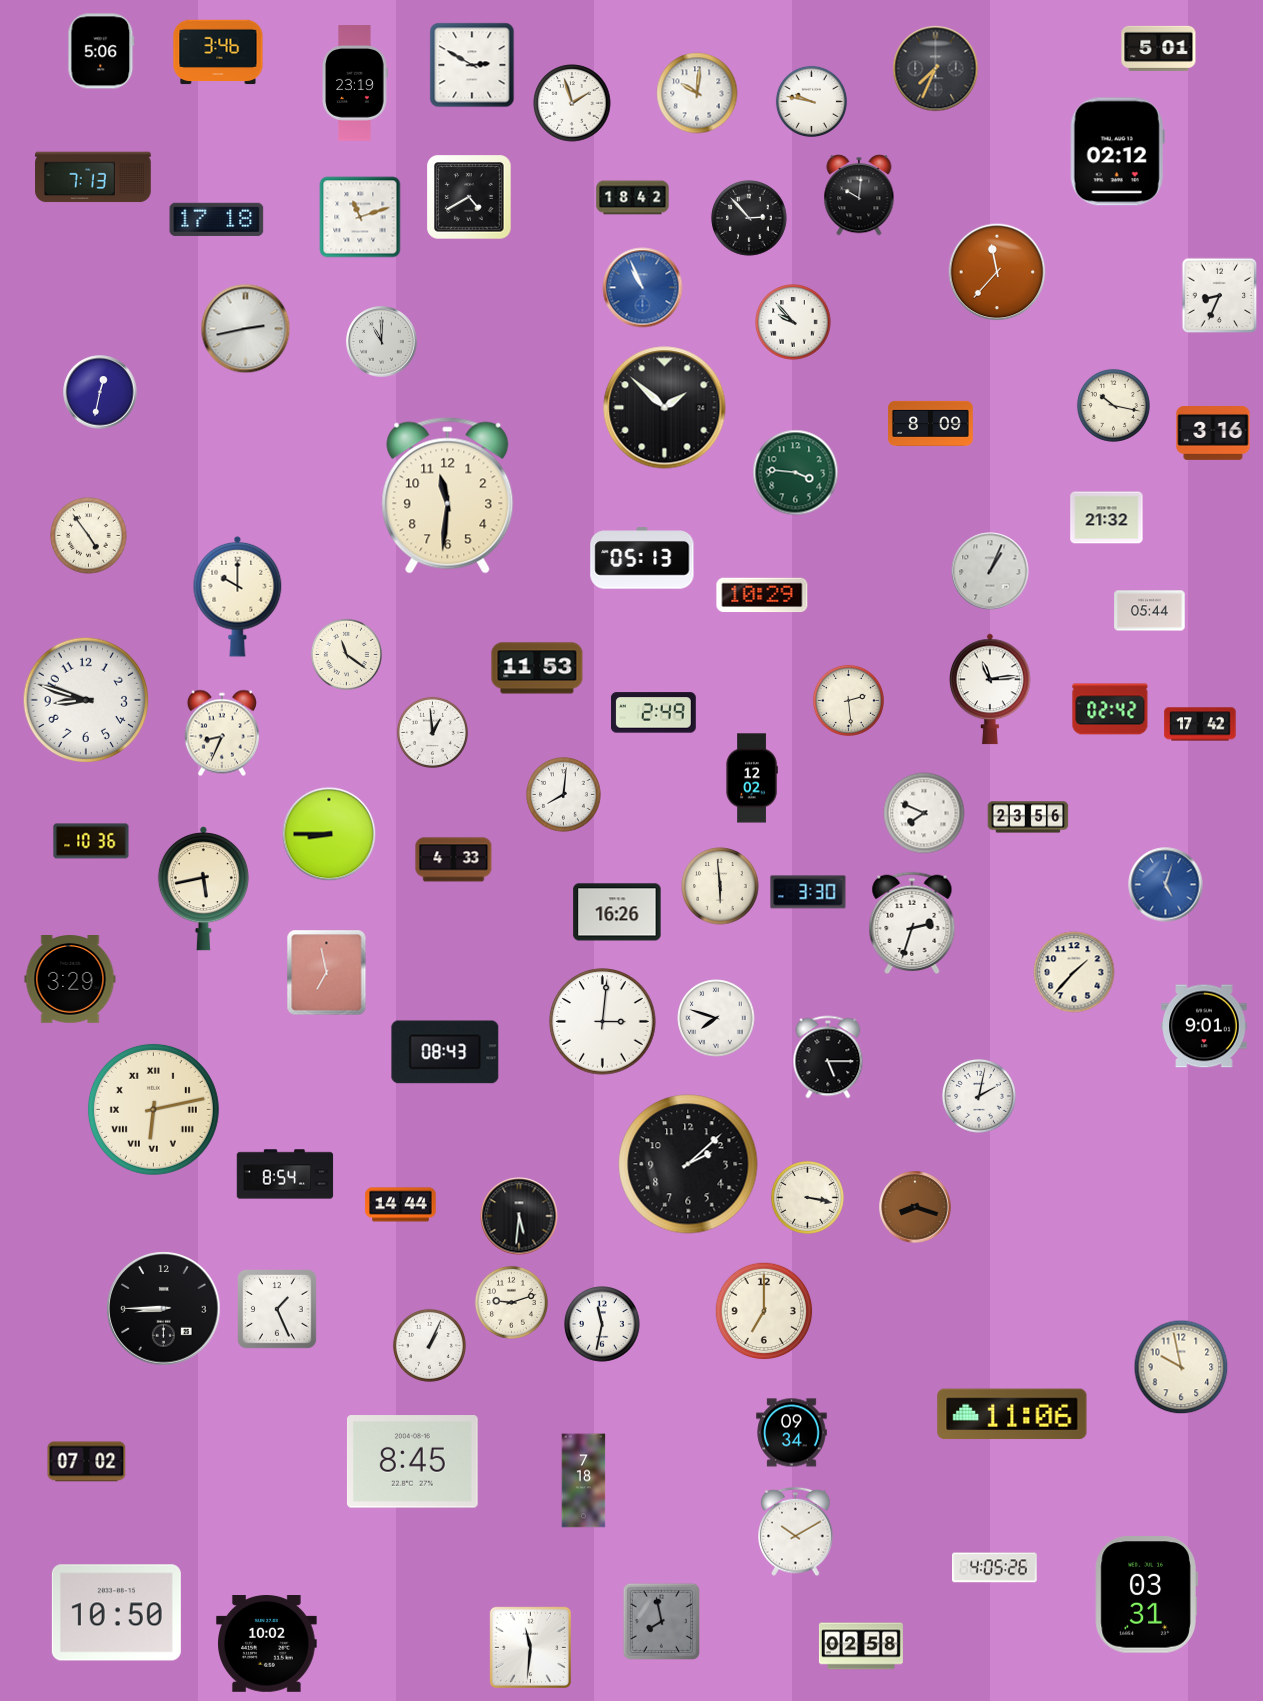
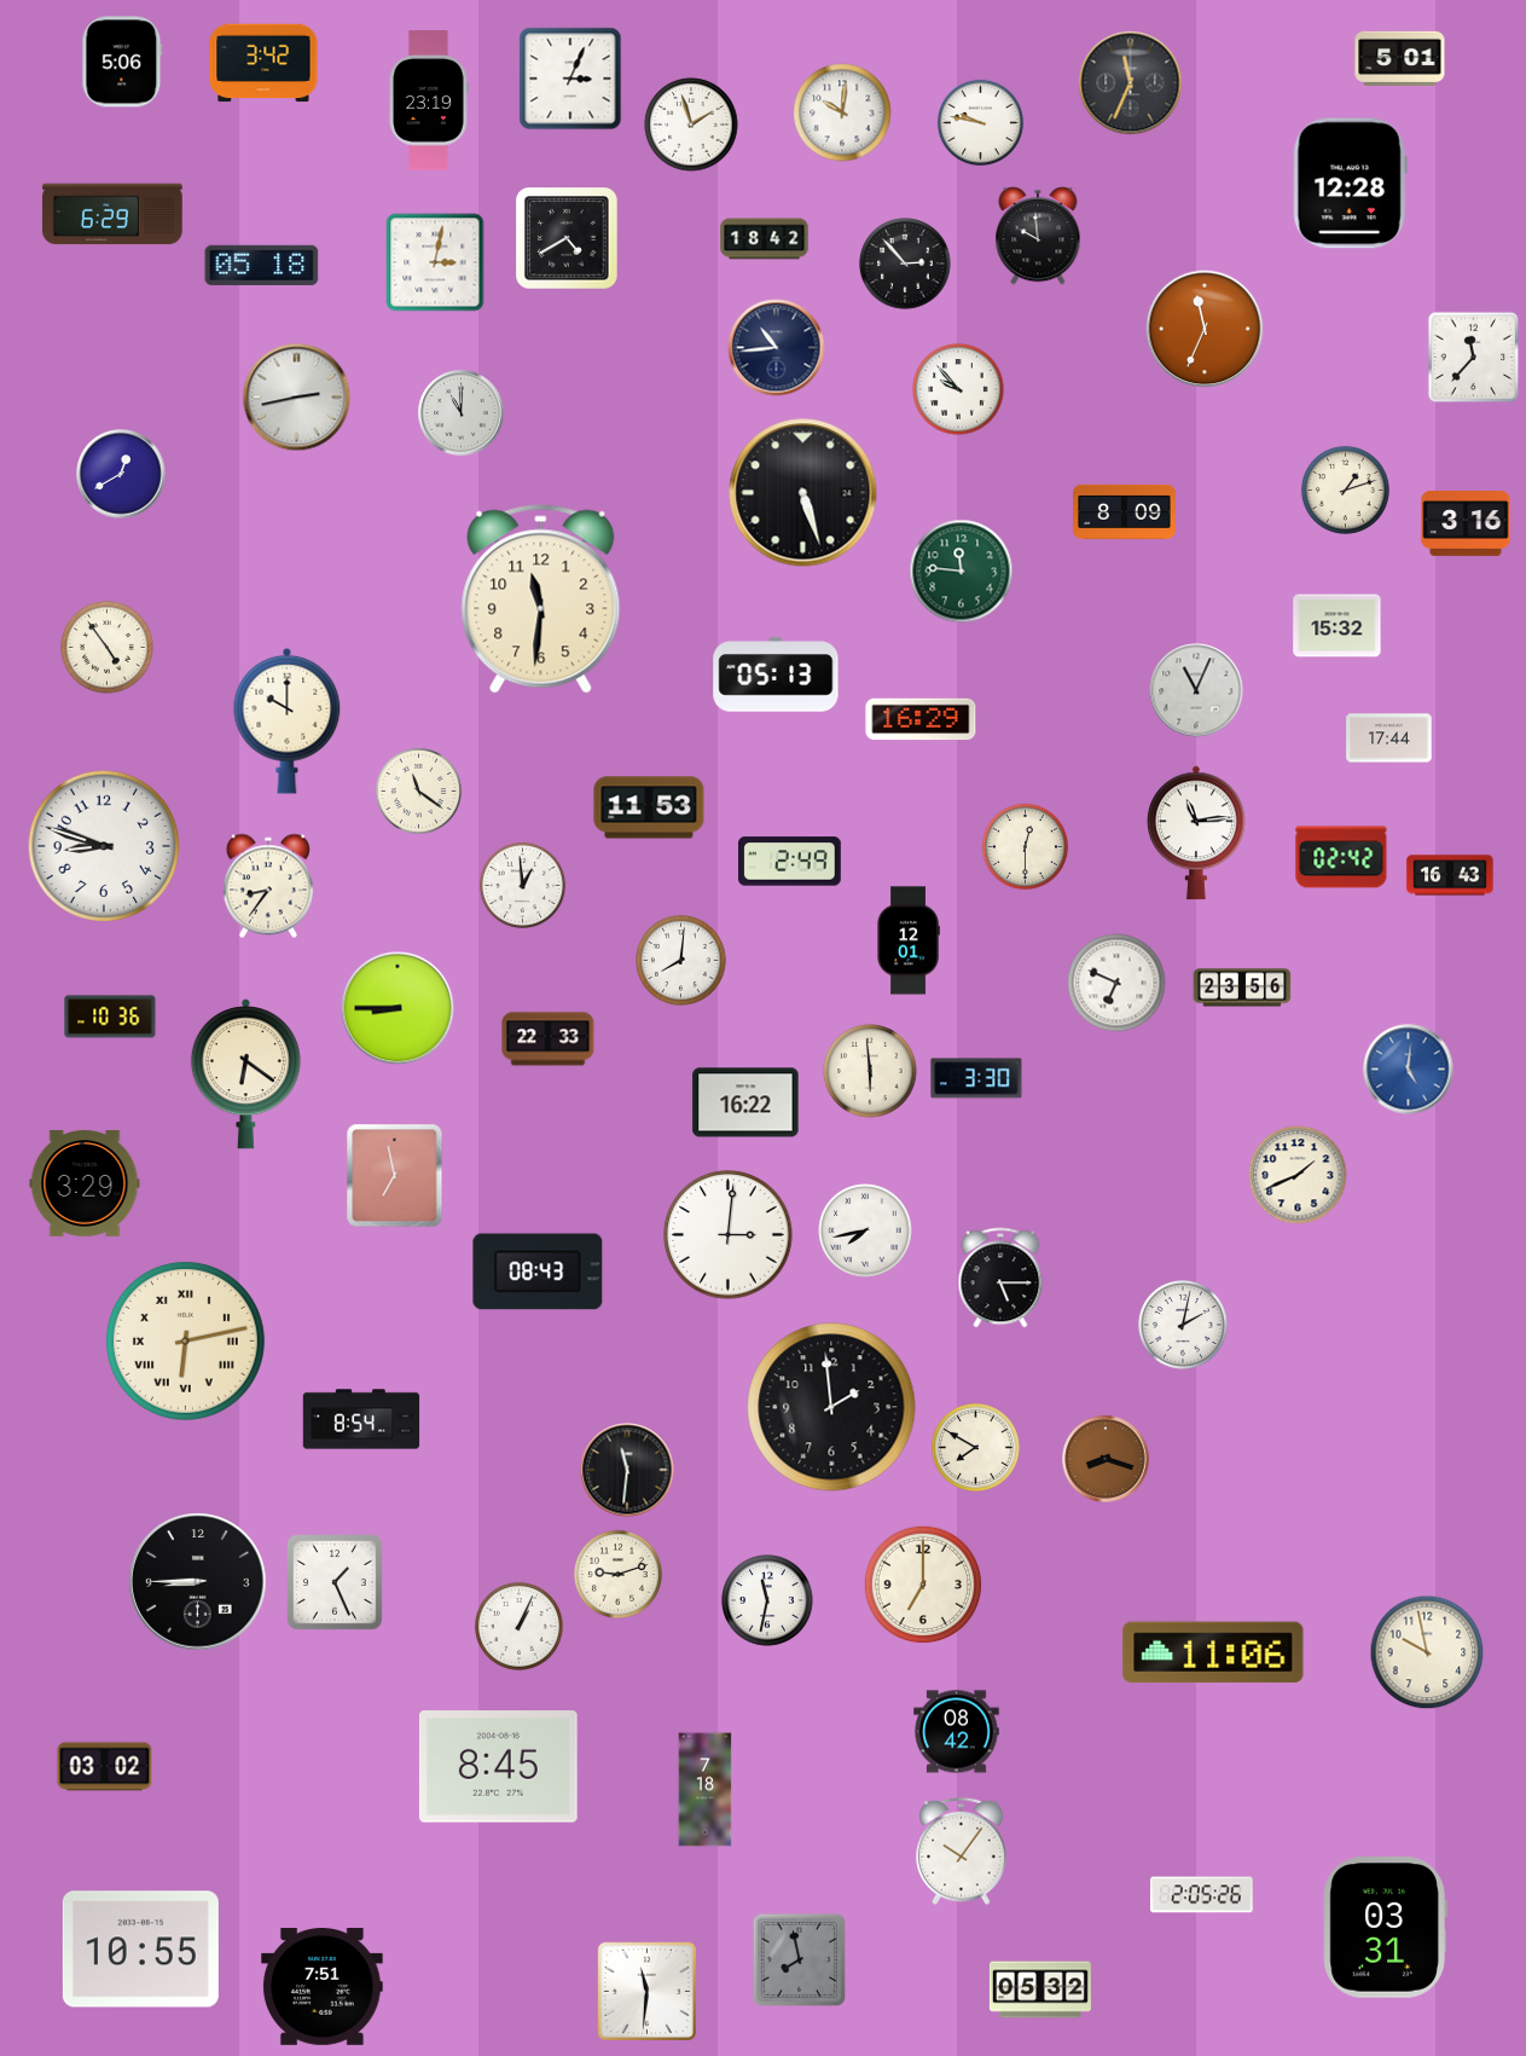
clock at (218, 52): 3:46 -> 3:42
clock at (472, 65): 2:50 -> 3:04
clock at (936, 69): 7:34 -> 11:34
clock at (1117, 152): 02:12 -> 12:28
clock at (93, 177): 7:13 -> 6:29
clock at (859, 195): 10:01 -> 9:59
clock at (360, 217): 11:12 -> 3:02
clock at (217, 219): 17:18 -> 05:18
clock at (997, 272): 11:37 -> 11:34
clock at (643, 288): 10:56 -> 10:44
clock at (643, 288) dial: blue -> navy
clock at (1220, 296): 8:34 -> 11:37
clock at (100, 392): 12:32 -> 12:40
clock at (1113, 405): 10:17 -> 1:12
clock at (665, 408): 1:52 -> 5:27
clock at (796, 473): 3:46 -> 11:46
clock at (1107, 518): 21:32 -> 15:32
clock at (990, 571): 1:04 -> 11:04
clock at (762, 595): 10:29 -> 16:29
clock at (1150, 611): 05:44 -> 17:44
clock at (848, 700): 2:29 -> 12:30
clock at (1200, 724): 17:42 -> 16:43
clock at (222, 733): 8:34 -> 8:36
clock at (752, 778): 12:02 -> 12:01
clock at (924, 813): 7:49 -> 6:49
clock at (454, 860): 4:33 -> 22:33
clock at (1166, 885): 5:03 -> 5:01
clock at (203, 889): 5:43 -> 6:21
clock at (617, 912): 16:26 -> 16:22
clock at (912, 922): 2:33 -> none
clock at (1074, 972): 1:37 -> 1:41
clock at (716, 1018): 7:48 -> 7:43
clock at (1204, 1026): 9:01 -> none
clock at (688, 1164): 2:08 -> 1:59
clock at (285, 1174) position: (285, 1174) -> (361, 1419)
clock at (807, 1197): 3:17 -> 7:50
clock at (401, 1205): 14:44 -> none
clock at (519, 1216): 5:31 -> 11:31
clock at (602, 1324) position: (602, 1324) -> (767, 1600)
clock at (1012, 1414) position: (1012, 1414) -> (1213, 1652)
clock at (792, 1433): 09:34 -> 08:42
clock at (87, 1462): 07:02 -> 03:02
clock at (796, 1532): 10:10 -> 10:06
clock at (995, 1568): 4:05 -> 2:05
clock at (116, 1613): 10:50 -> 10:55
clock at (267, 1644): 10:02 -> 7:51
clock at (861, 1646): 02:58 -> 05:32
clock at (530, 1647) position: (530, 1647) -> (646, 1991)
